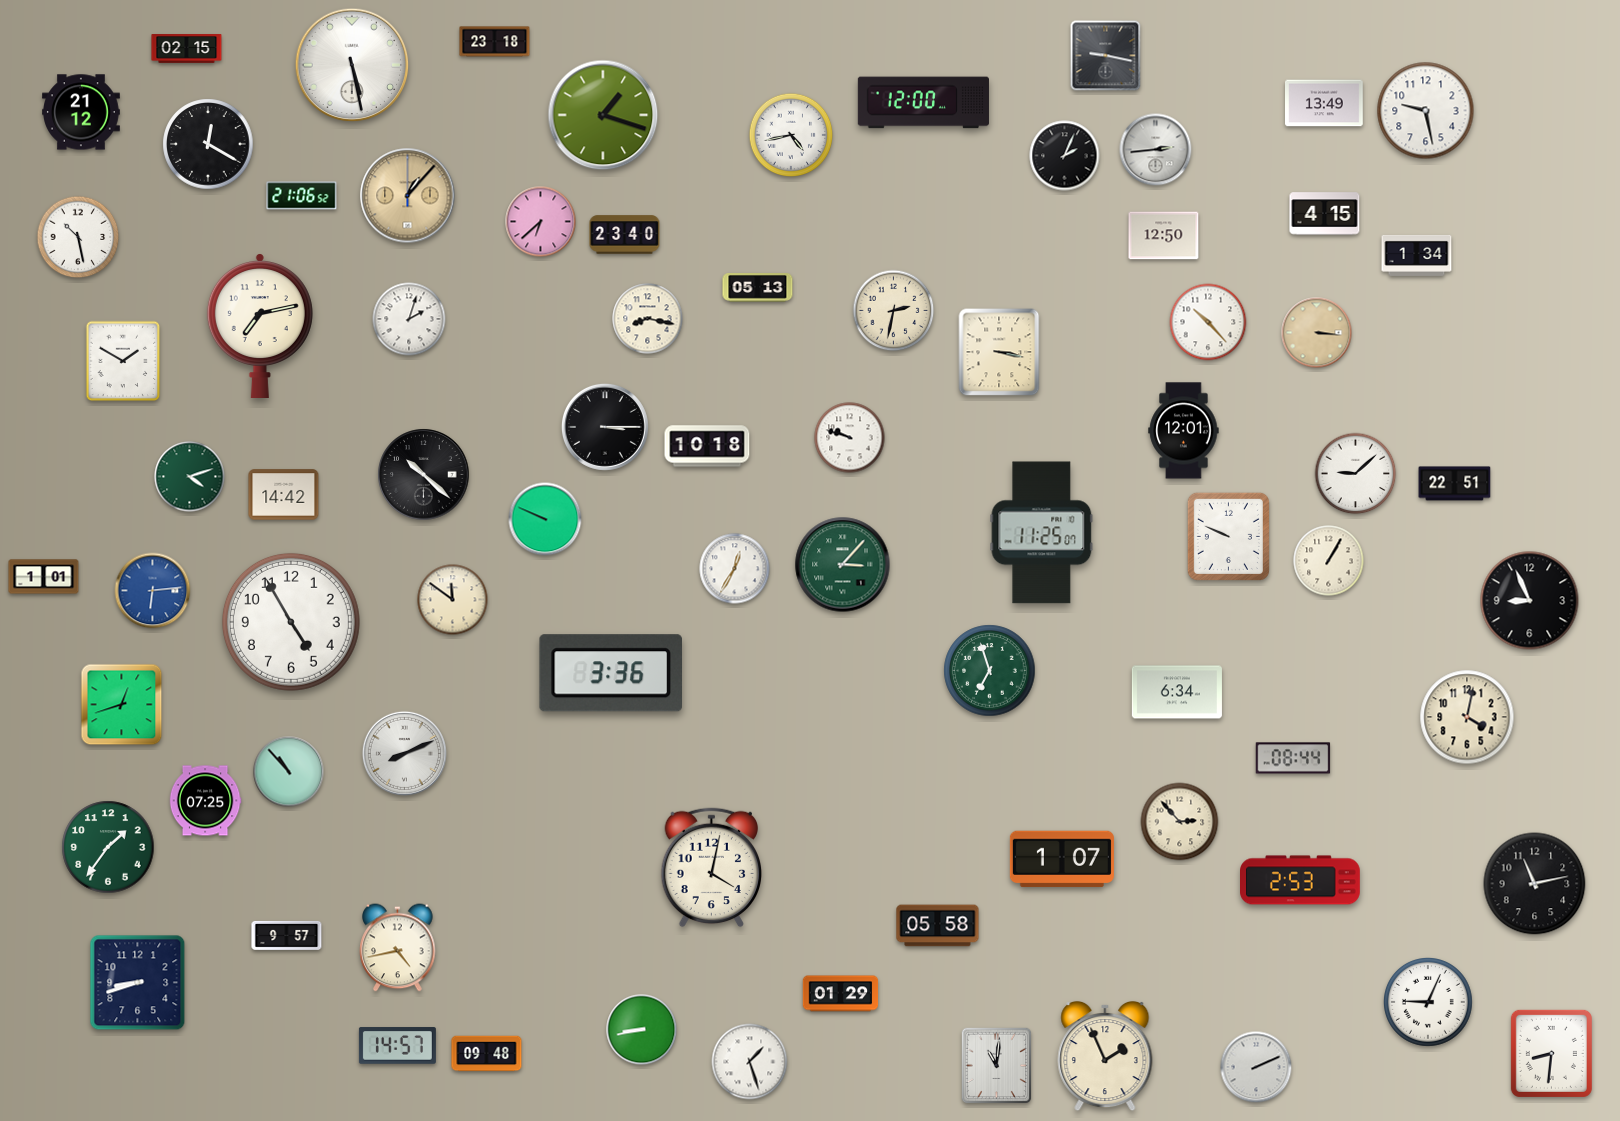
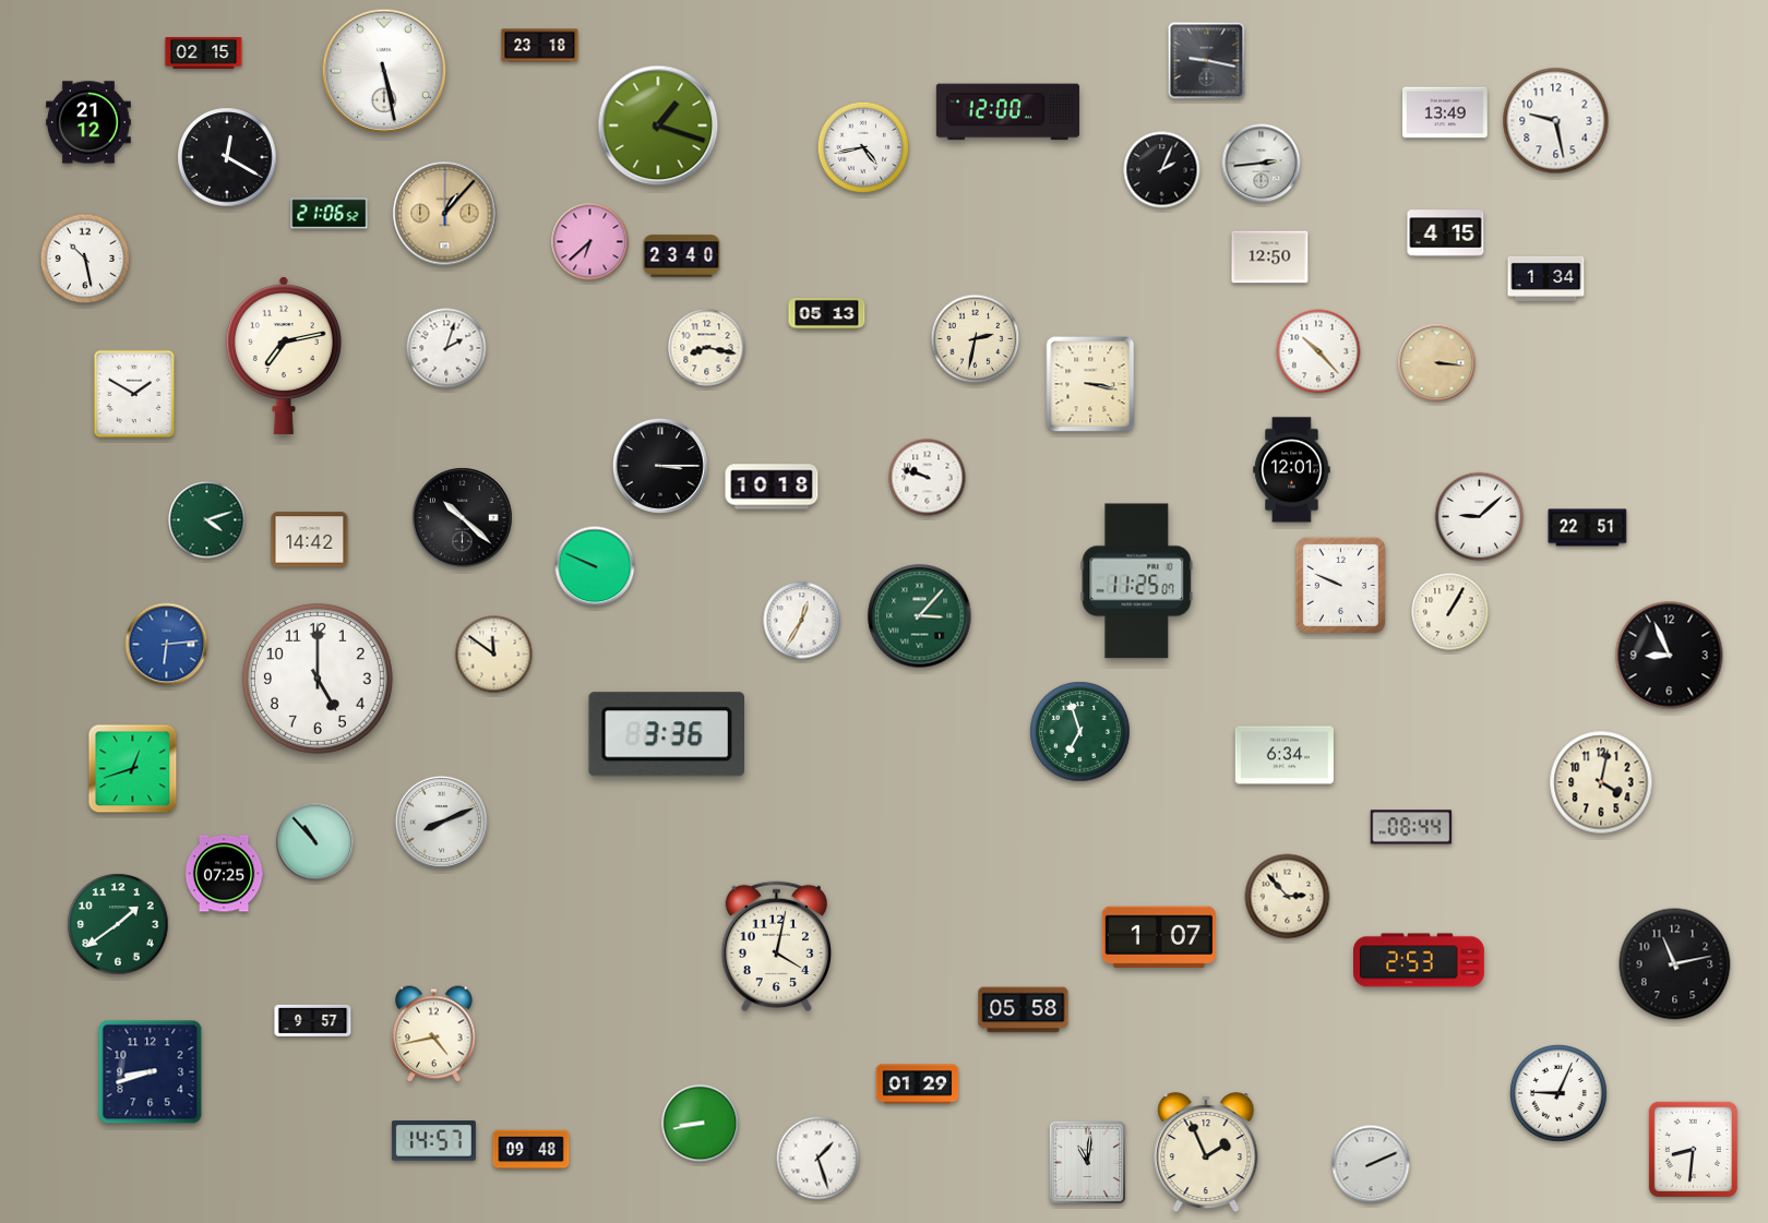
clock at (44, 577): 1:01 -> none
clock at (291, 622): 4:55 -> 5:00
clock at (108, 847): 1:36 -> 1:39
